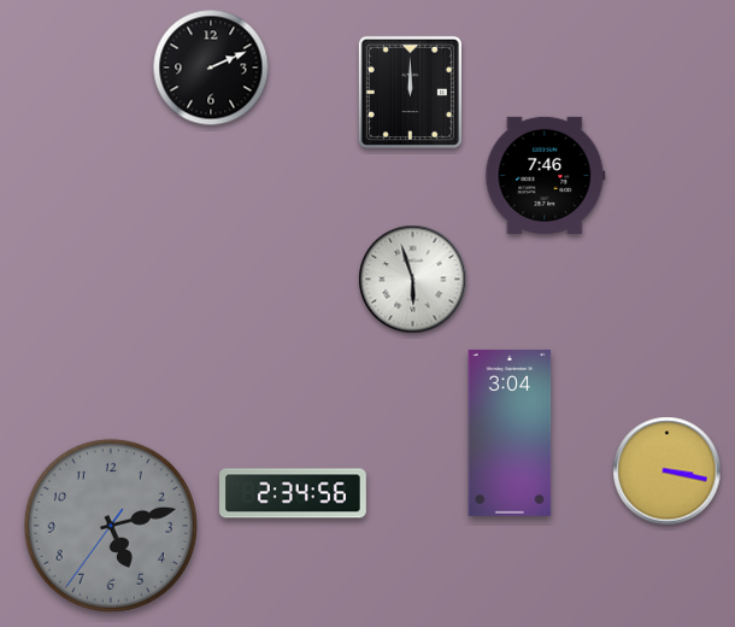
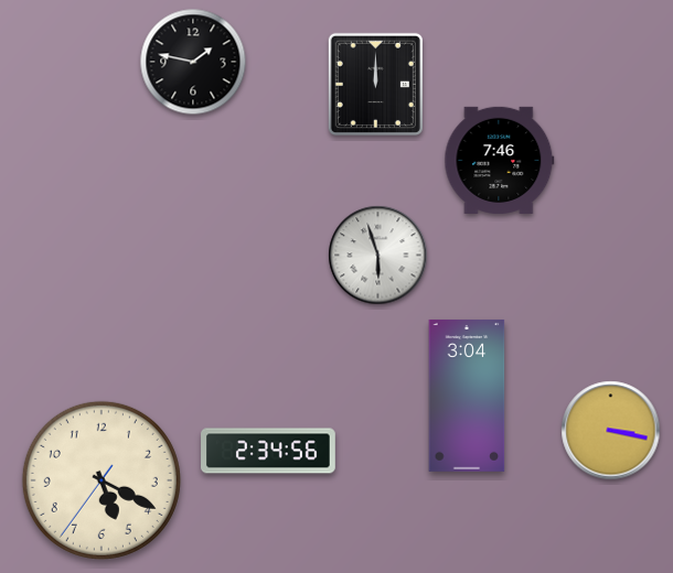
clock at (211, 68): 2:11 -> 1:47
clock at (111, 526): 5:12 -> 5:19
clock at (111, 526) dial: grey -> cream
